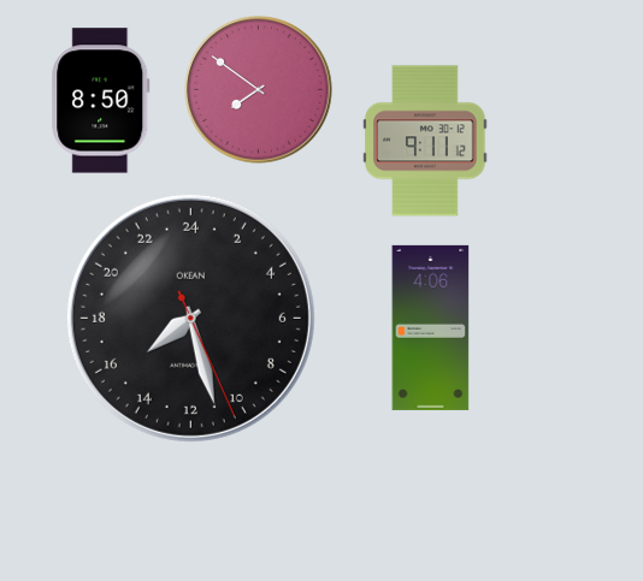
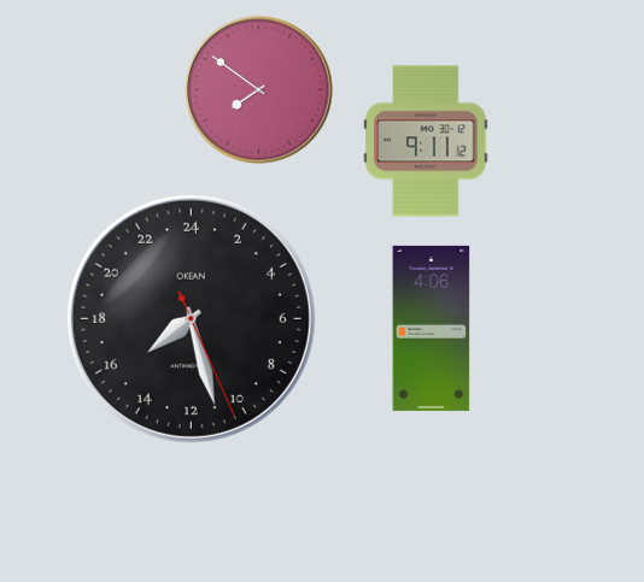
clock at (101, 101): 8:50 -> none
